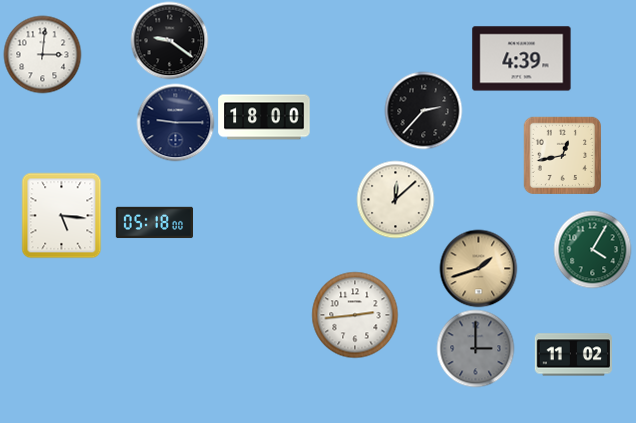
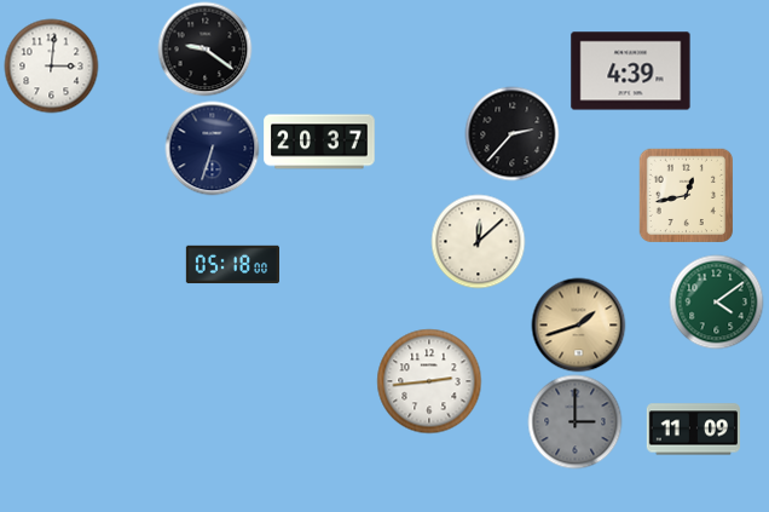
clock at (264, 117): 18:00 -> 20:37
clock at (175, 122): 9:15 -> 6:33
clock at (562, 155) position: (562, 155) -> (686, 195)
clock at (62, 215): 5:16 -> none
clock at (154, 223) position: (154, 223) -> (232, 265)
clock at (592, 249): 4:05 -> 4:09
clock at (573, 355): 11:02 -> 11:09
